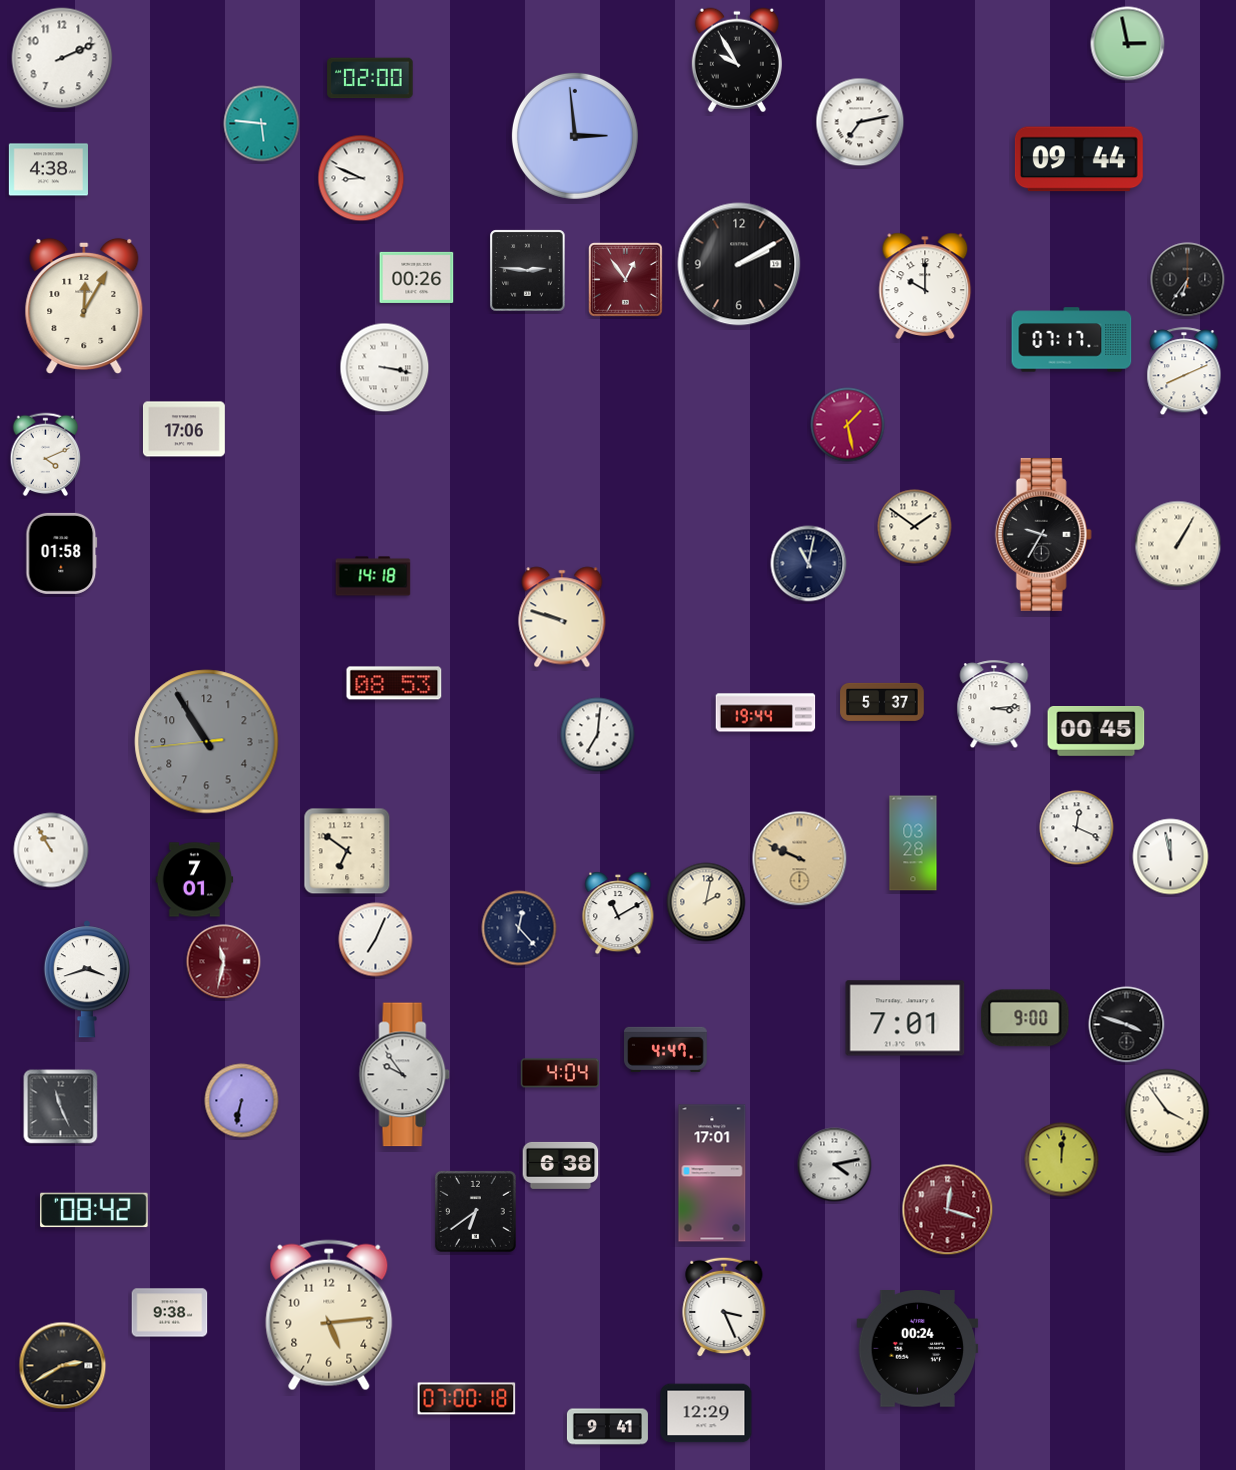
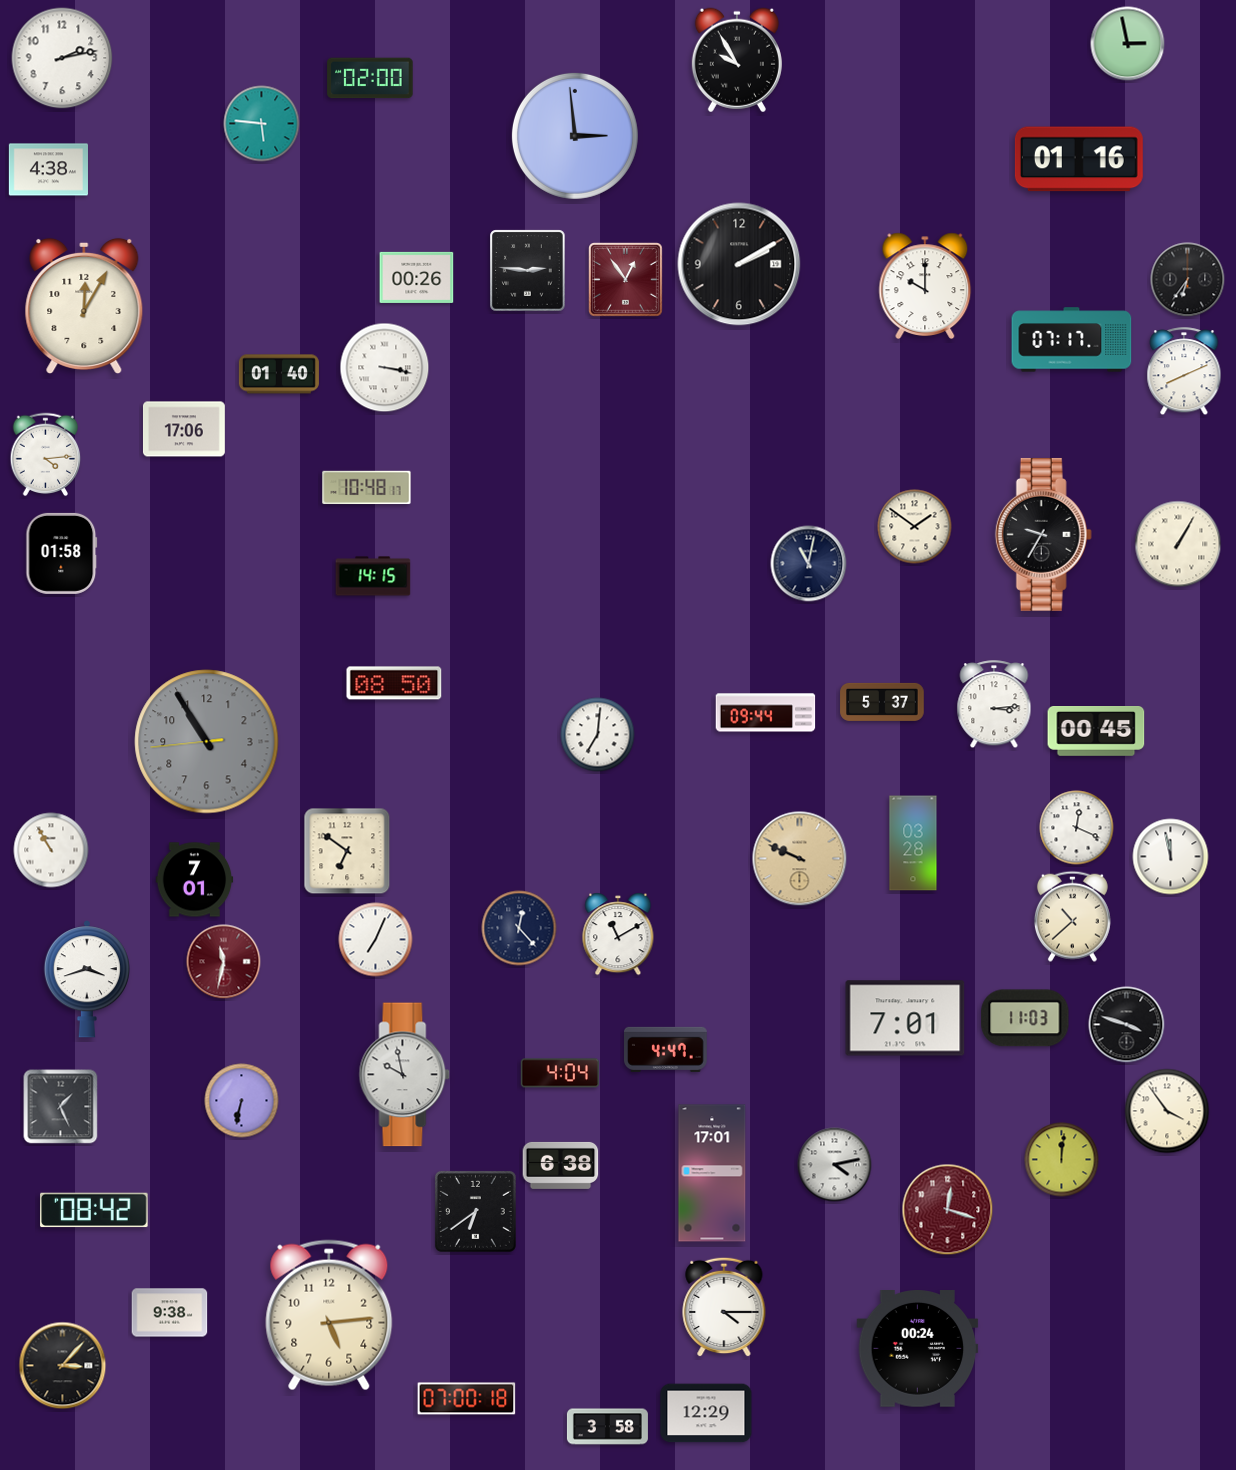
clock at (62, 58): 2:11 -> 2:13
clock at (860, 122): 7:13 -> none
clock at (1079, 159): 09:44 -> 01:16
clock at (361, 178): 8:49 -> none
clock at (279, 374): none -> 01:40
clock at (848, 425): 1:28 -> none
clock at (46, 455): 4:11 -> 4:14
clock at (367, 488): none -> 10:48
clock at (373, 576): 14:18 -> 14:15
clock at (562, 617): 9:48 -> none
clock at (394, 683): 08:53 -> 08:50
clock at (766, 713): 19:44 -> 09:44
clock at (706, 902): 2:02 -> none
clock at (618, 913) position: (618, 913) -> (618, 934)
clock at (1072, 916): none -> 10:38
clock at (1025, 1018): 9:00 -> 11:03
clock at (405, 1075): 9:54 -> 9:58
clock at (61, 1107): 11:26 -> 1:26
clock at (724, 1307): 3:26 -> 4:15
clock at (63, 1366): 2:40 -> 3:07
clock at (607, 1427): 9:41 -> 3:58
